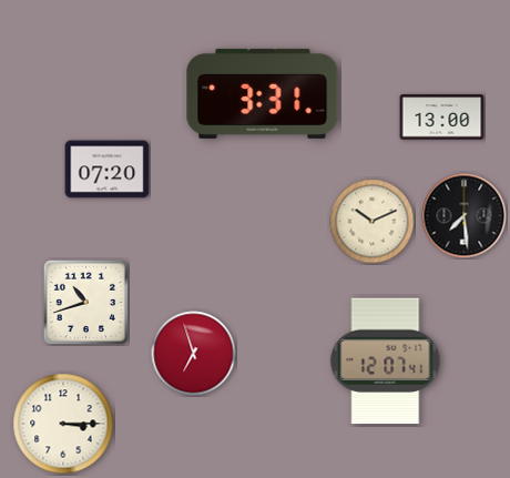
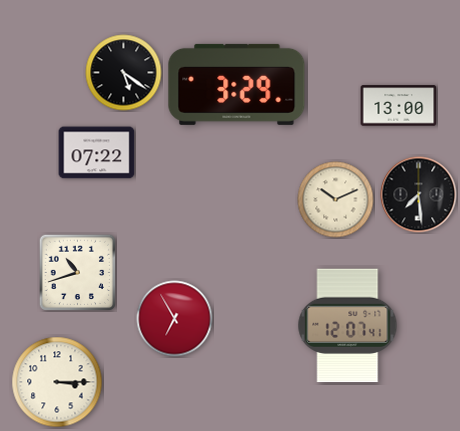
clock at (124, 73): none -> 5:21
clock at (263, 93): 3:31 -> 3:29
clock at (108, 170): 07:20 -> 07:22
clock at (194, 354): 6:57 -> 6:55
